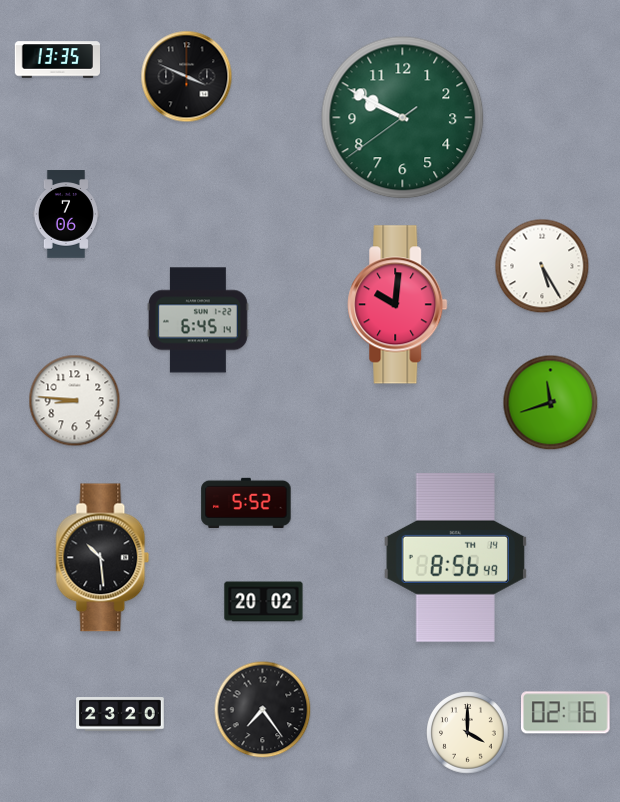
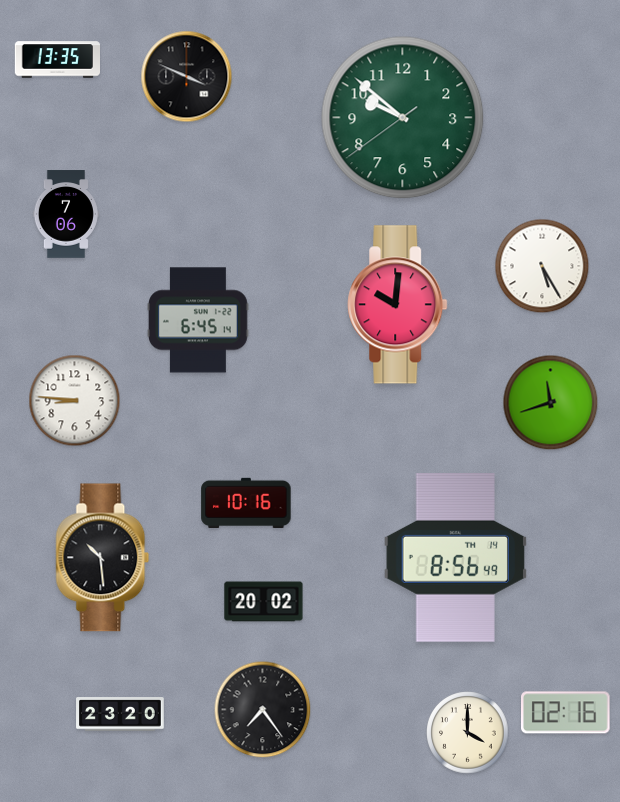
clock at (403, 118): 9:49 -> 9:51
clock at (246, 502): 5:52 -> 10:16
